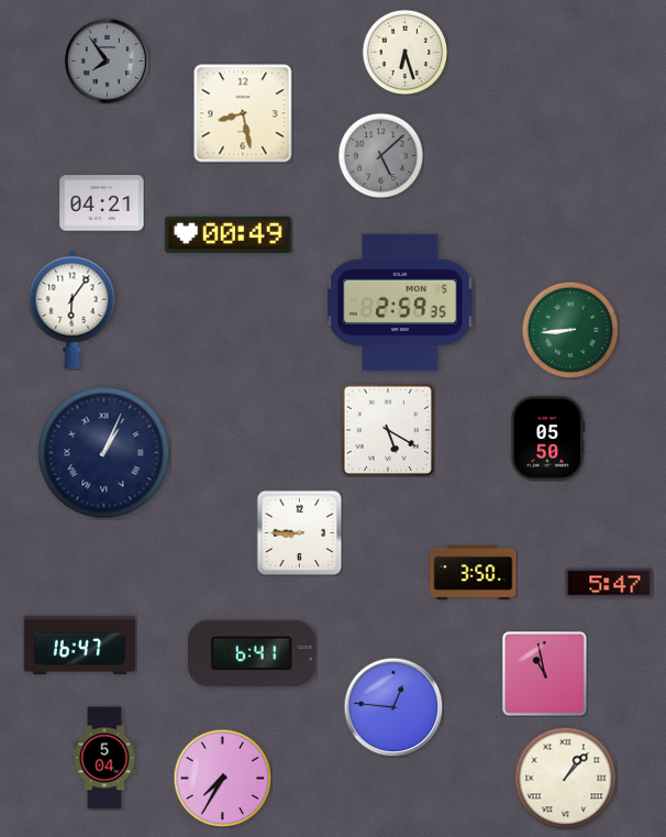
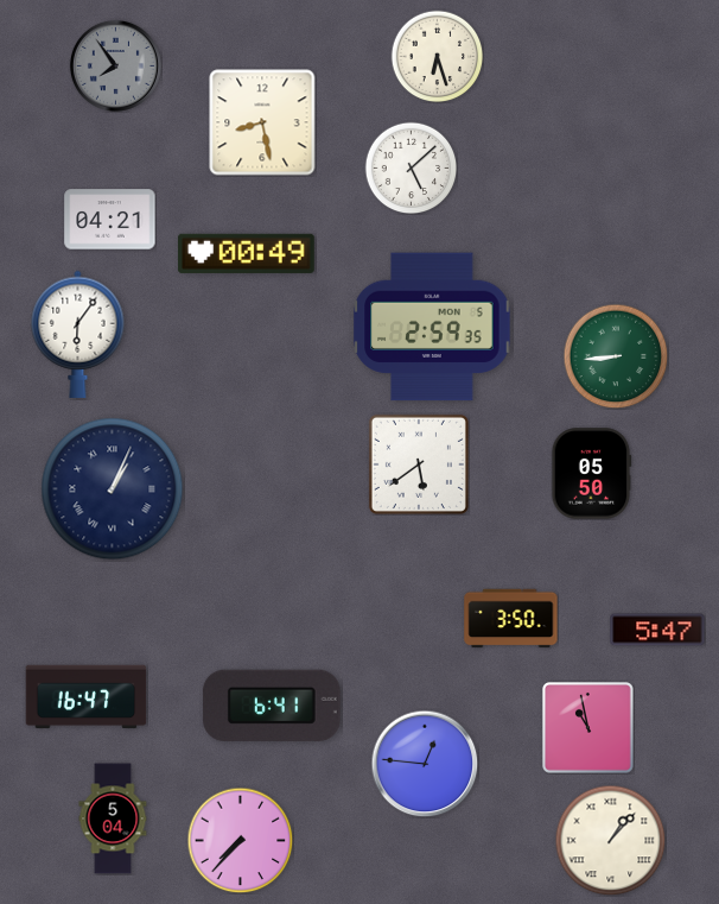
clock at (380, 155) dial: grey -> white
clock at (388, 430): 5:20 -> 5:39
clock at (299, 532): 8:45 -> none
clock at (222, 778): 7:35 -> 7:37
